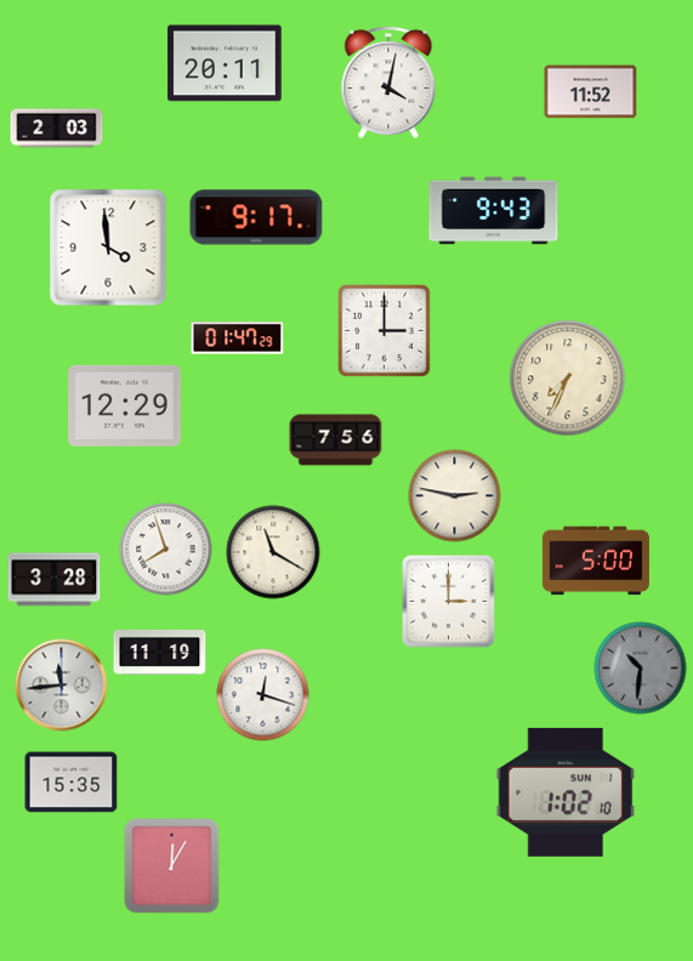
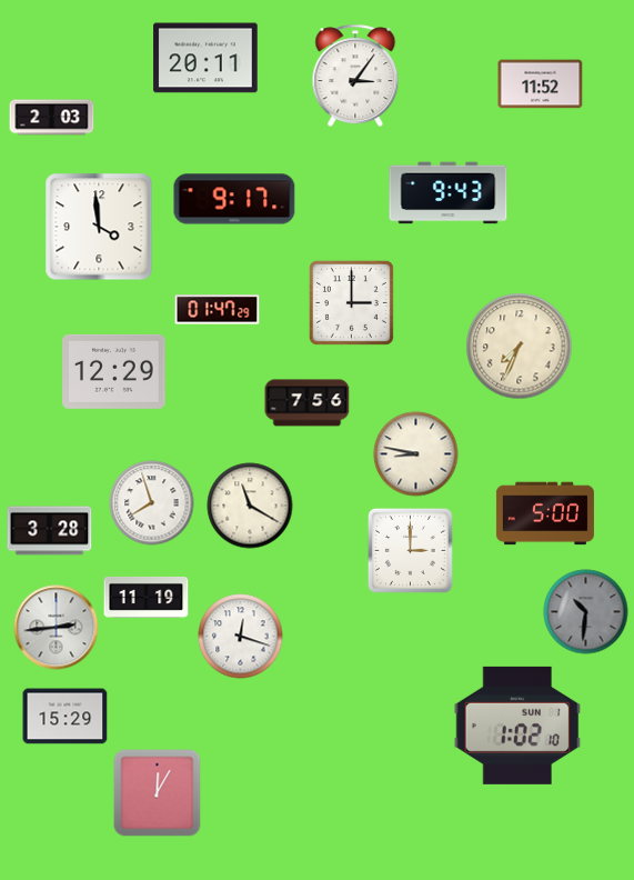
clock at (388, 83): 4:02 -> 3:06
clock at (494, 211) position: (494, 211) -> (449, 193)
clock at (455, 496): 2:47 -> 8:47
clock at (62, 686): 11:44 -> 2:44
clock at (72, 783): 15:35 -> 15:29
